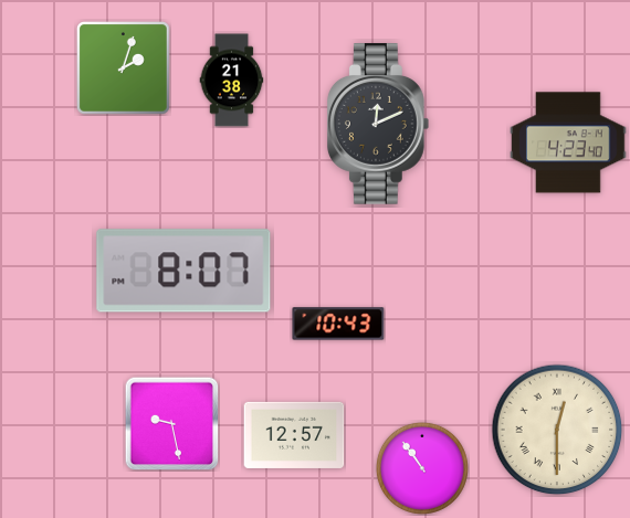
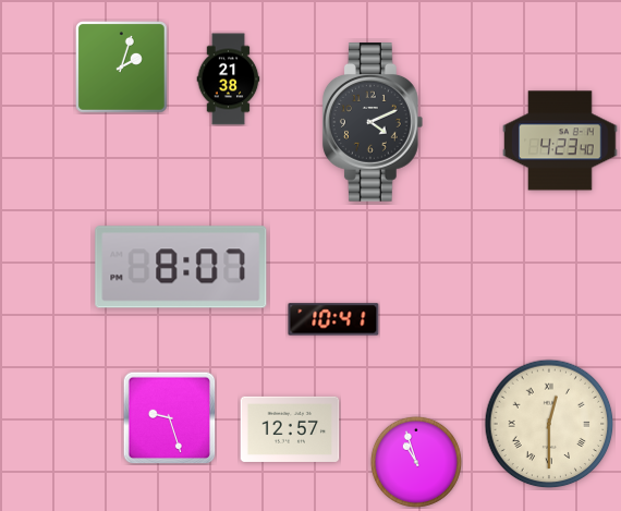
clock at (378, 124): 12:11 -> 4:11
clock at (338, 324): 10:43 -> 10:41
clock at (171, 423): 9:28 -> 9:27
clock at (422, 468): 10:54 -> 10:57
